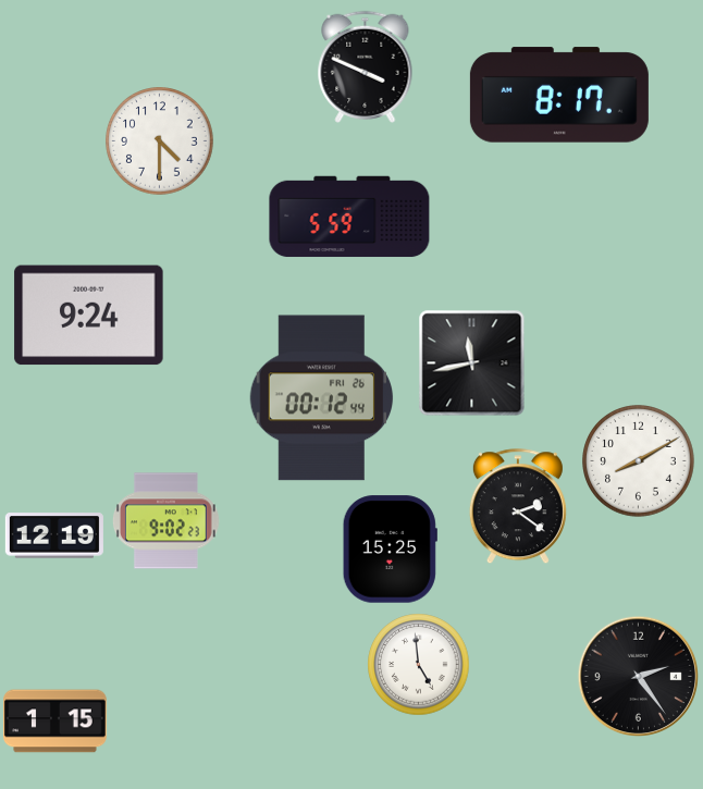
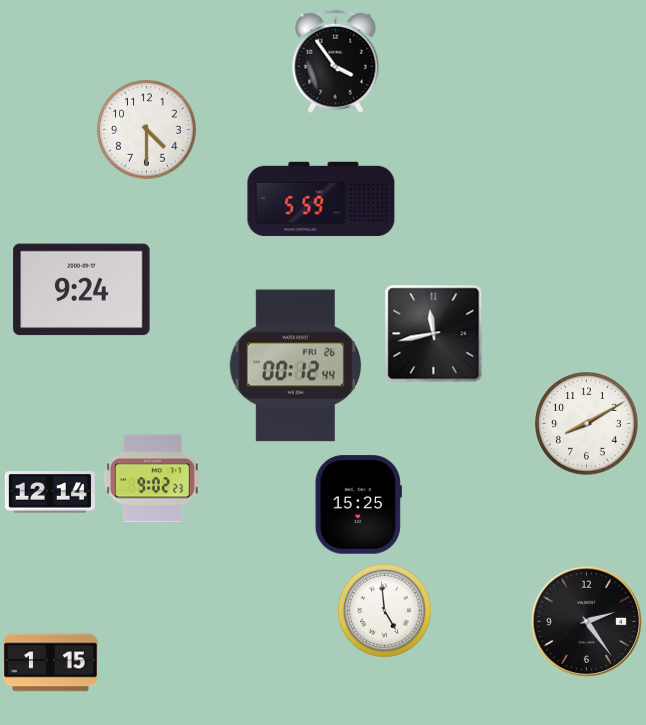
clock at (366, 66): 3:49 -> 3:54
clock at (559, 95): 8:17 -> none
clock at (518, 507): 2:21 -> none
clock at (54, 535): 12:19 -> 12:14
